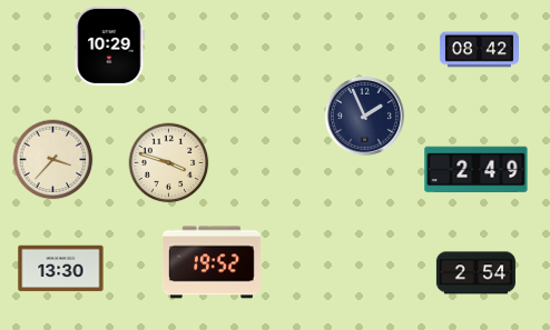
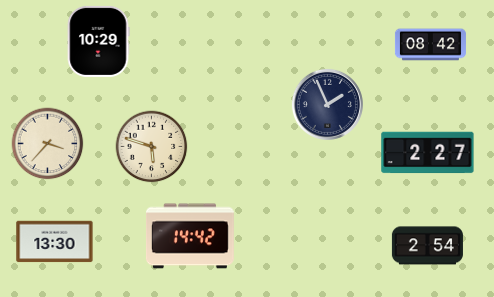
clock at (169, 163): 3:48 -> 5:48
clock at (477, 170): 2:49 -> 2:27
clock at (212, 262): 19:52 -> 14:42
